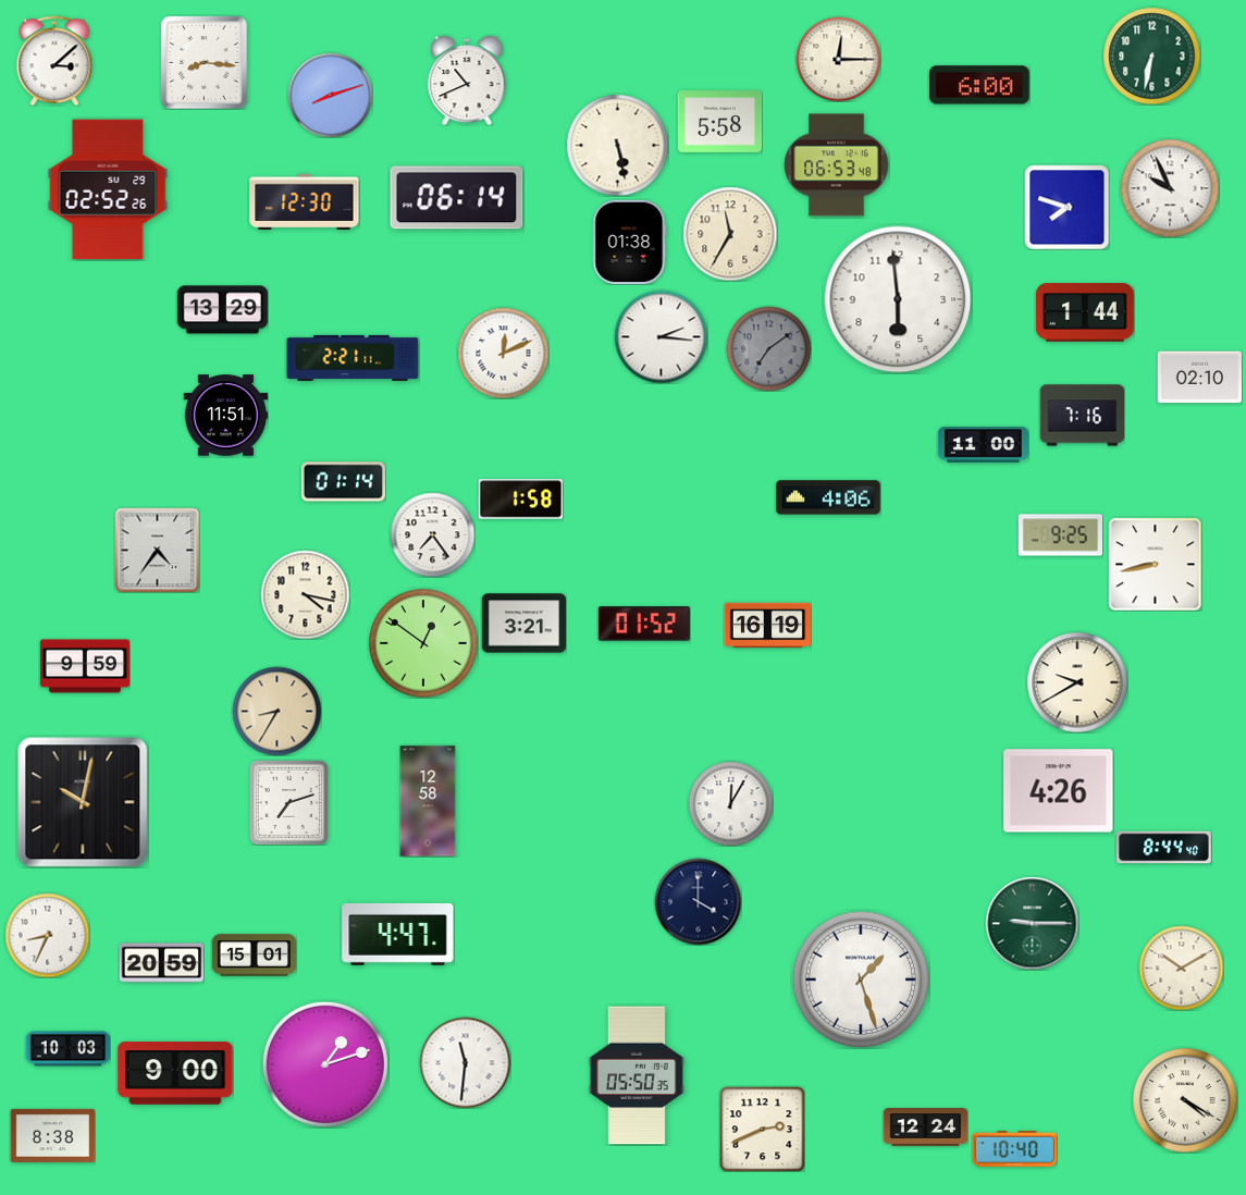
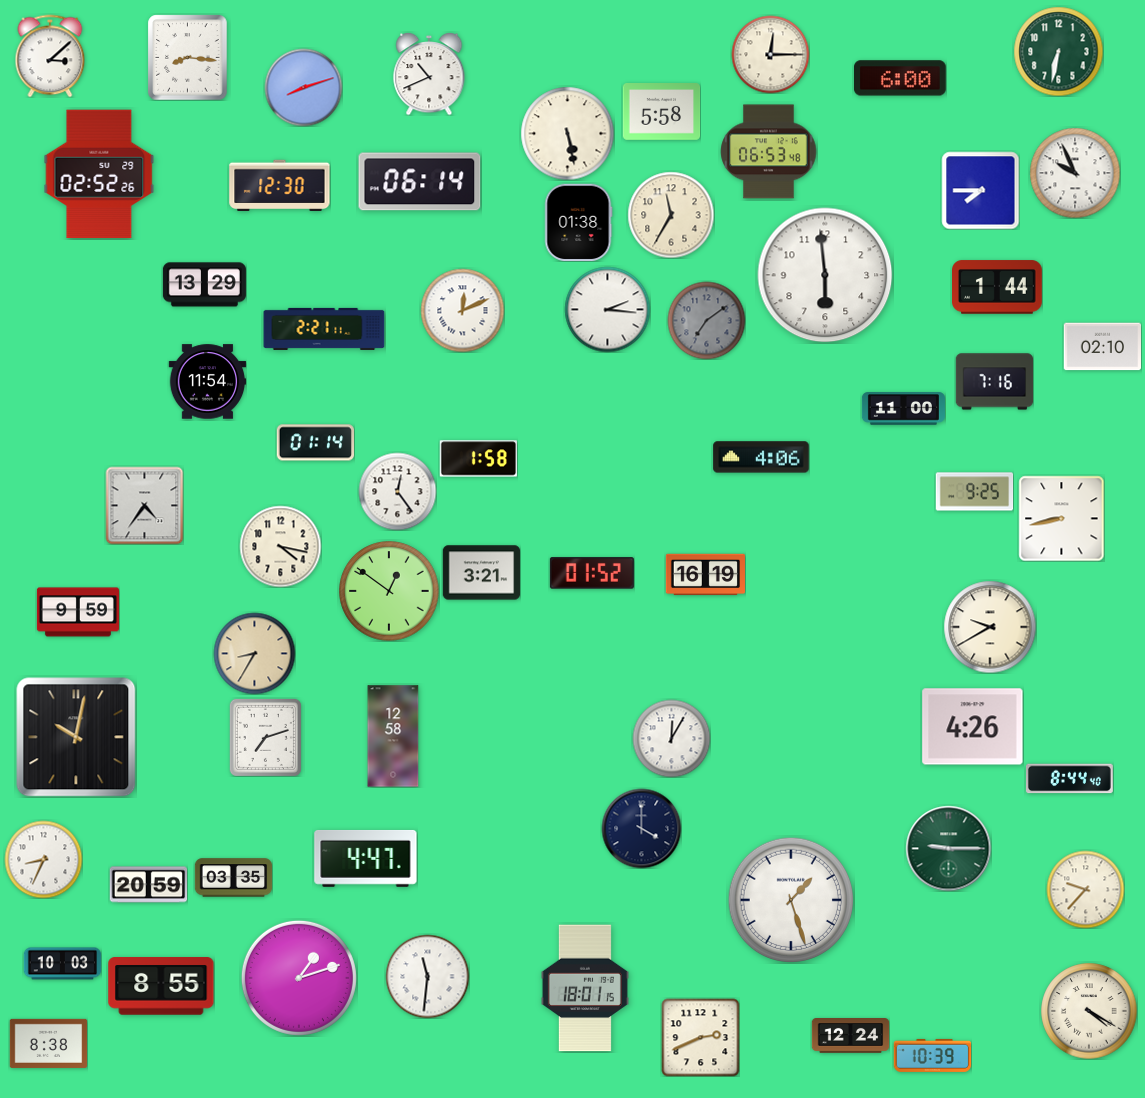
clock at (1066, 207): 7:48 -> 7:45
clock at (503, 353) position: (503, 353) -> (462, 310)
clock at (225, 416): 11:51 -> 11:54
clock at (432, 534): 7:24 -> 12:24
clock at (254, 956): 15:01 -> 03:35
clock at (1181, 968): 10:10 -> 9:37
clock at (175, 1073): 9:00 -> 8:55
clock at (637, 1075): 05:50 -> 18:01
clock at (1014, 1148): 10:40 -> 10:39
